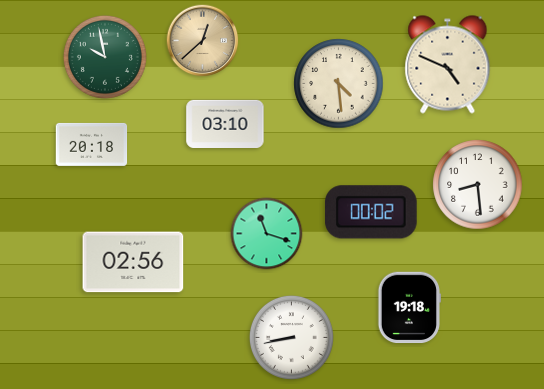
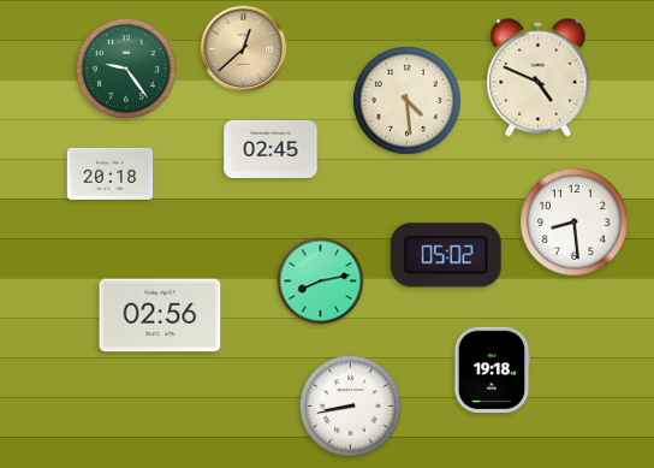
clock at (105, 57): 9:58 -> 9:24
clock at (225, 123): 03:10 -> 02:45
clock at (371, 212): 00:02 -> 05:02
clock at (267, 234): 11:18 -> 8:13
